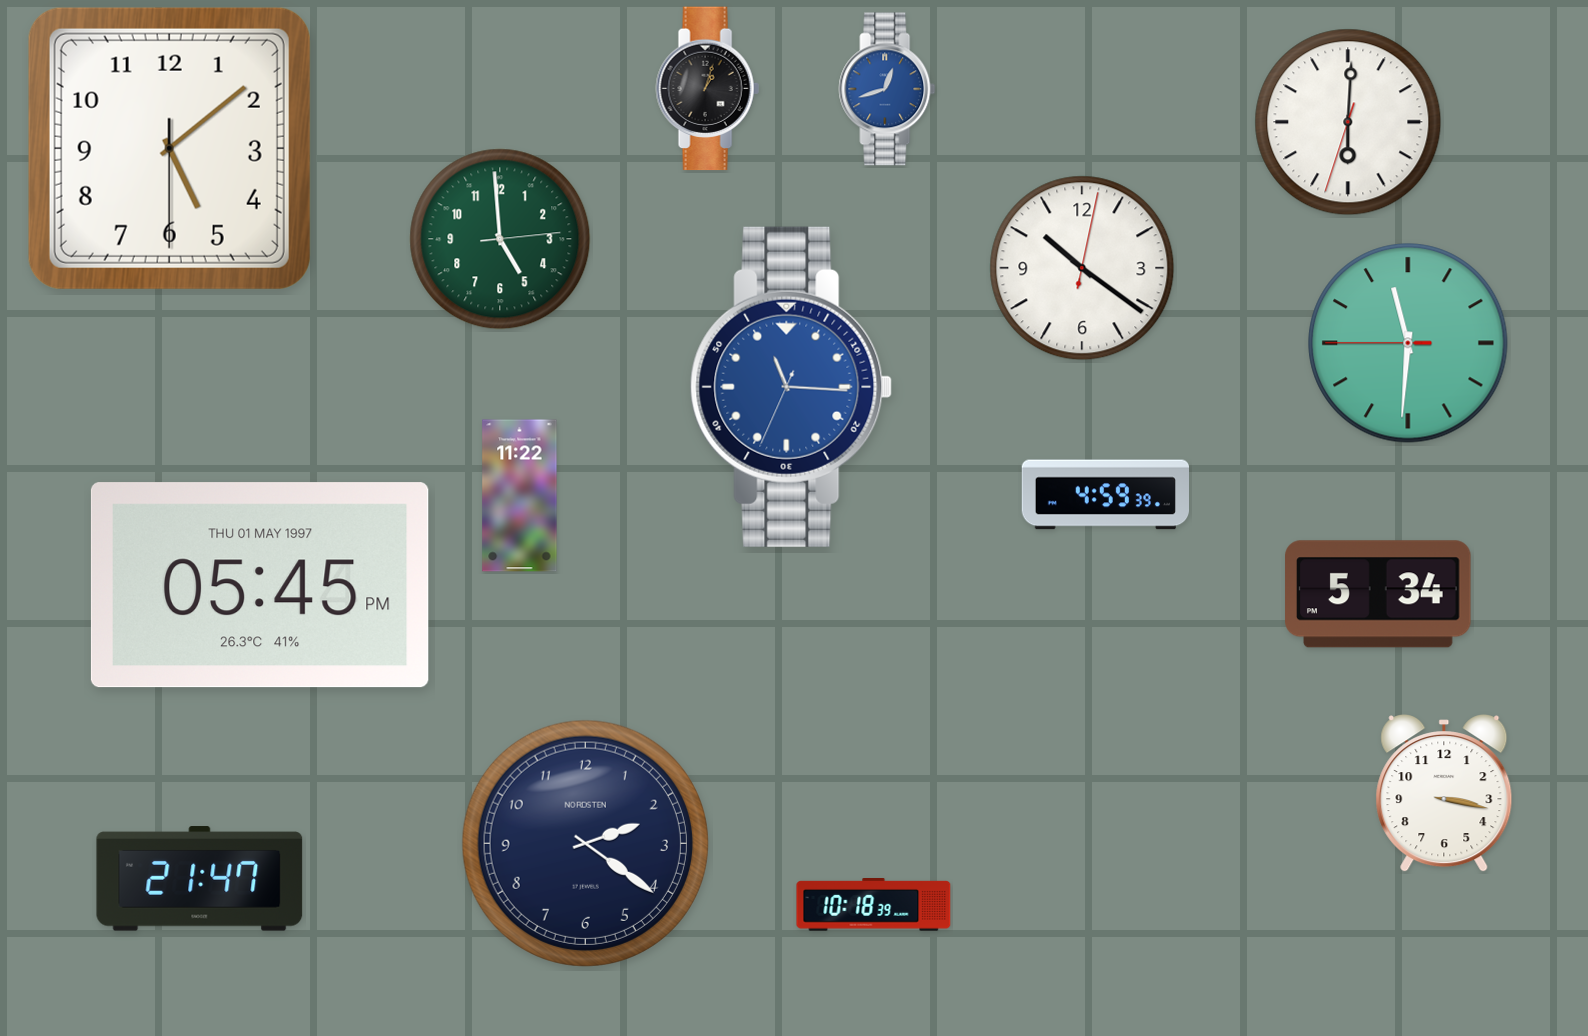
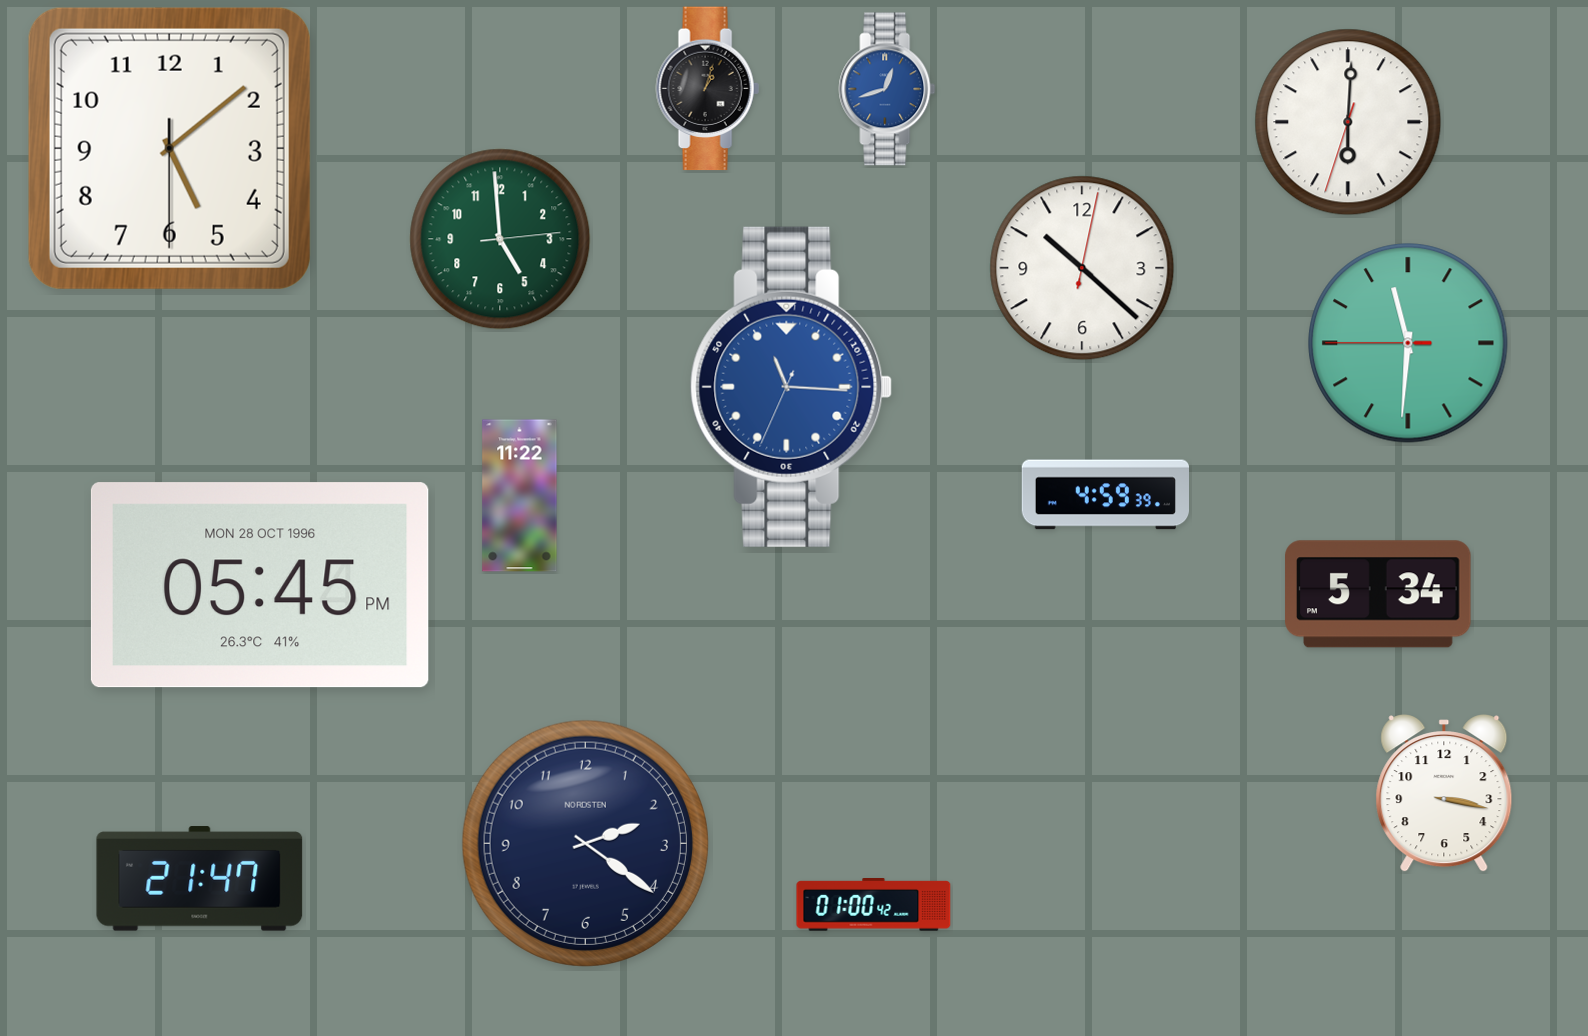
clock at (1082, 268): 10:21 -> 10:22
clock at (260, 585) date: THU 01 MAY 1997 -> MON 28 OCT 1996
clock at (874, 905): 10:18 -> 01:00
